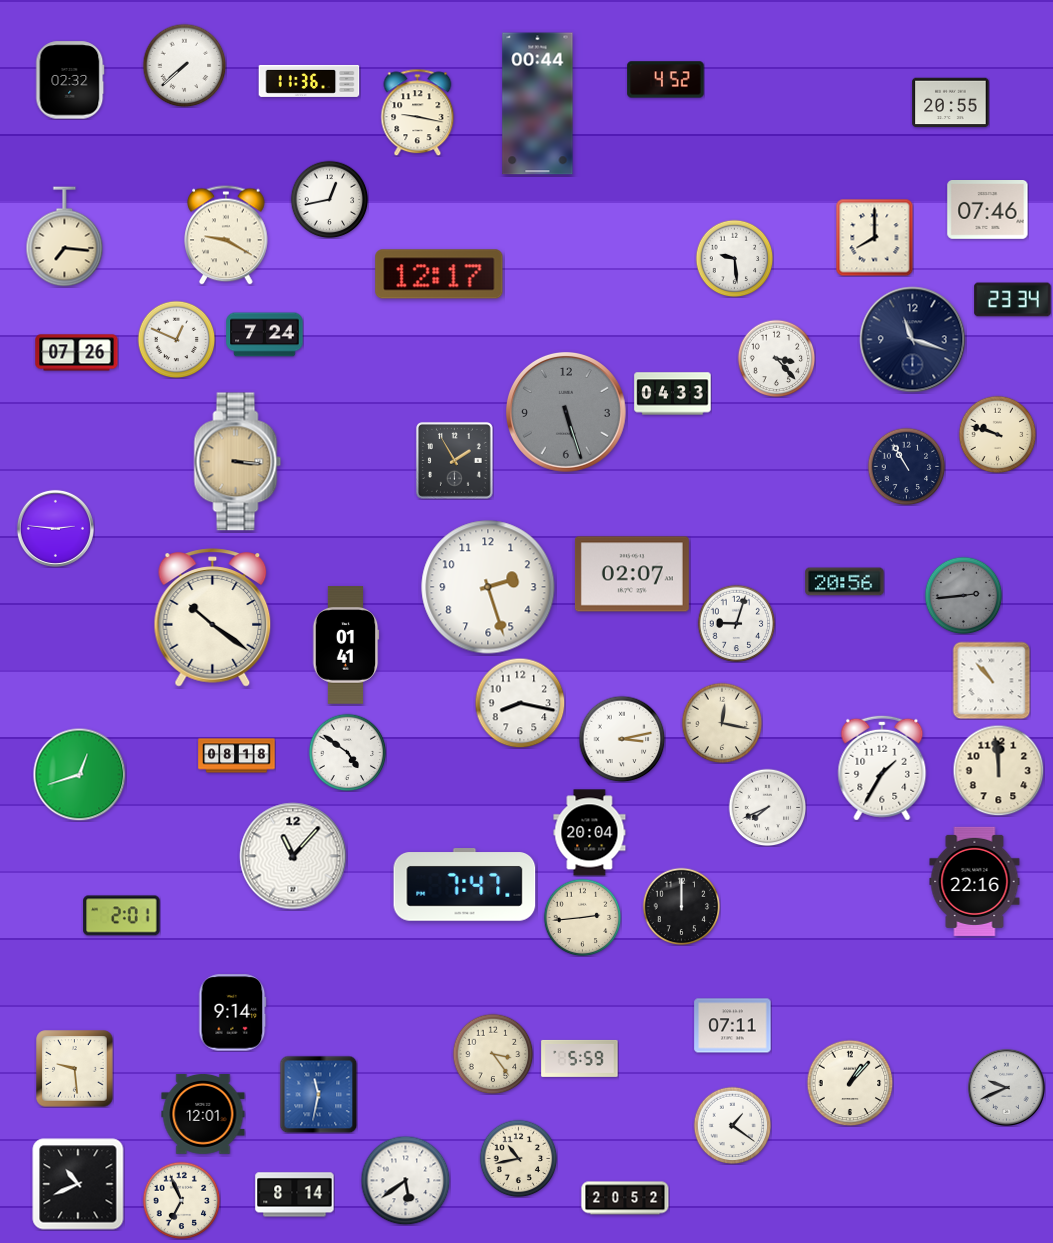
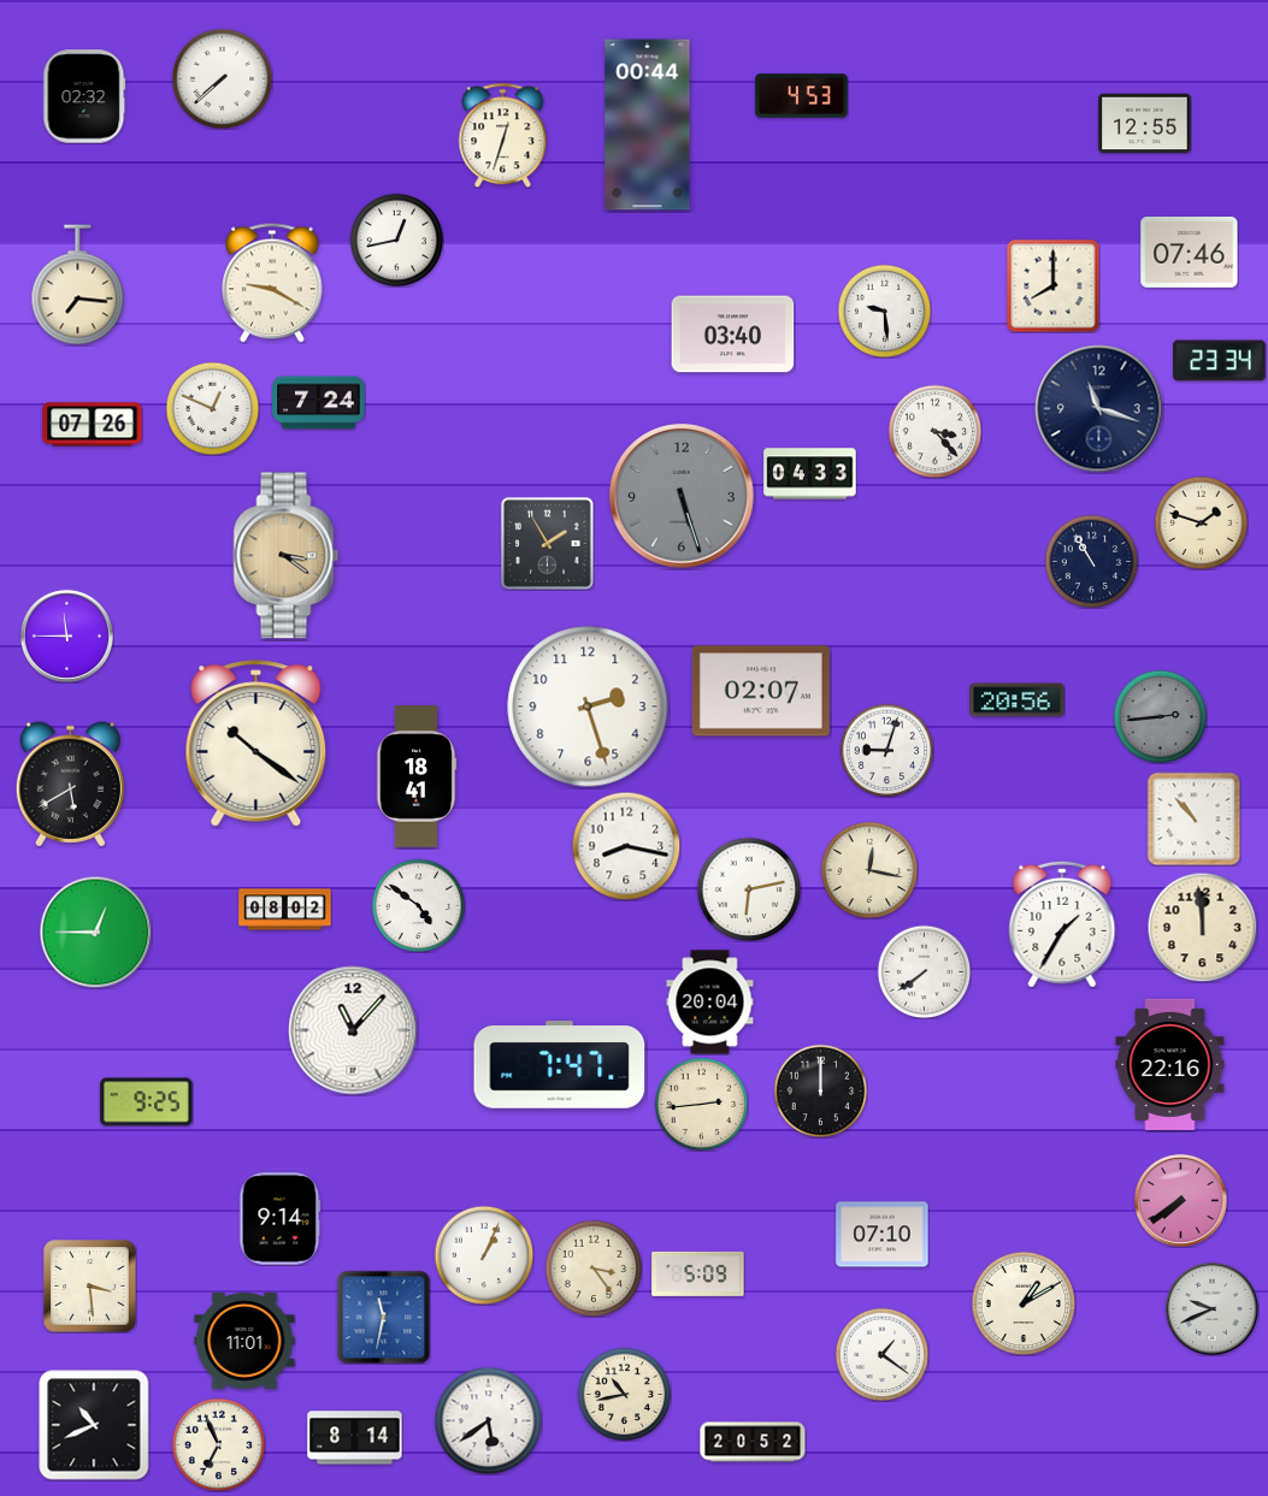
clock at (666, 80): 4:52 -> 4:53
clock at (309, 81): 11:36 -> none
clock at (951, 103): 20:55 -> 12:55
clock at (418, 112): 9:17 -> 12:33
clock at (439, 274): 12:17 -> none
clock at (733, 335): none -> 03:40
clock at (997, 434): 9:48 -> 1:48
clock at (454, 460) position: (454, 460) -> (547, 543)
clock at (238, 462): 3:16 -> 3:21
clock at (55, 528): 2:46 -> 11:45
clock at (346, 645): 01:41 -> 18:41
clock at (70, 785): none -> 5:40
clock at (622, 739): 3:13 -> 6:13
clock at (237, 756): 08:18 -> 08:02
clock at (79, 774): 12:42 -> 12:45
clock at (767, 807): 7:41 -> 7:39
clock at (975, 881) position: (975, 881) -> (1170, 1064)
clock at (122, 916): 2:01 -> 9:25
clock at (1180, 1200): none -> 7:39
clock at (733, 1026): 07:11 -> 07:10
clock at (484, 1255): none -> 1:04
clock at (580, 1058): 5:59 -> 5:09
clock at (75, 1069): 9:29 -> 3:29
clock at (850, 1083): 1:07 -> 1:10
clock at (203, 1114): 12:01 -> 11:01
